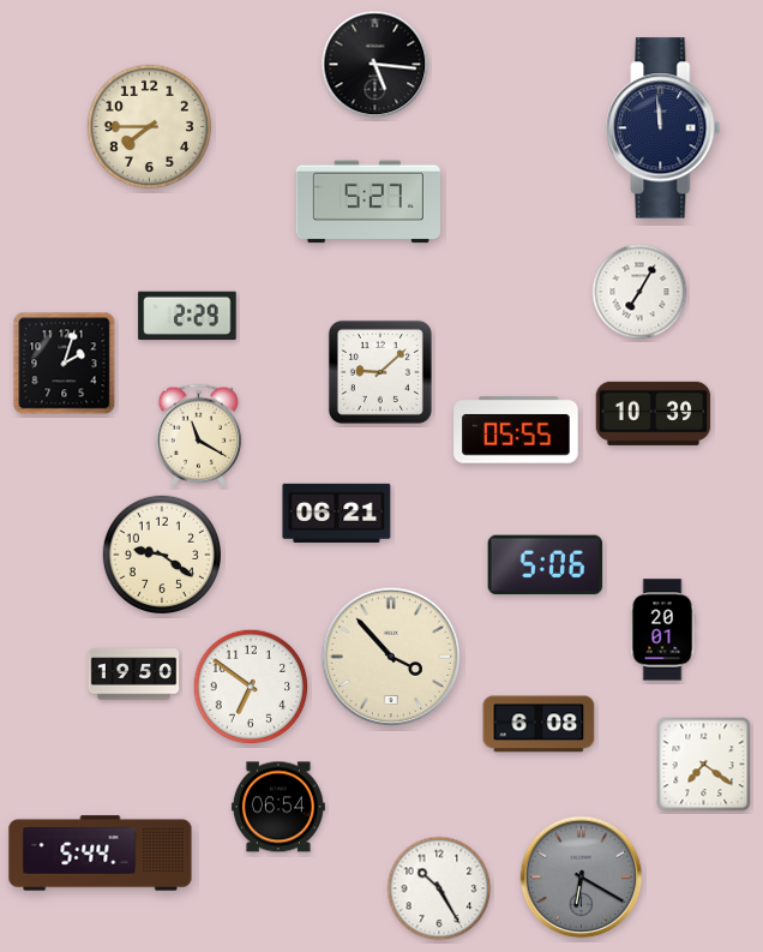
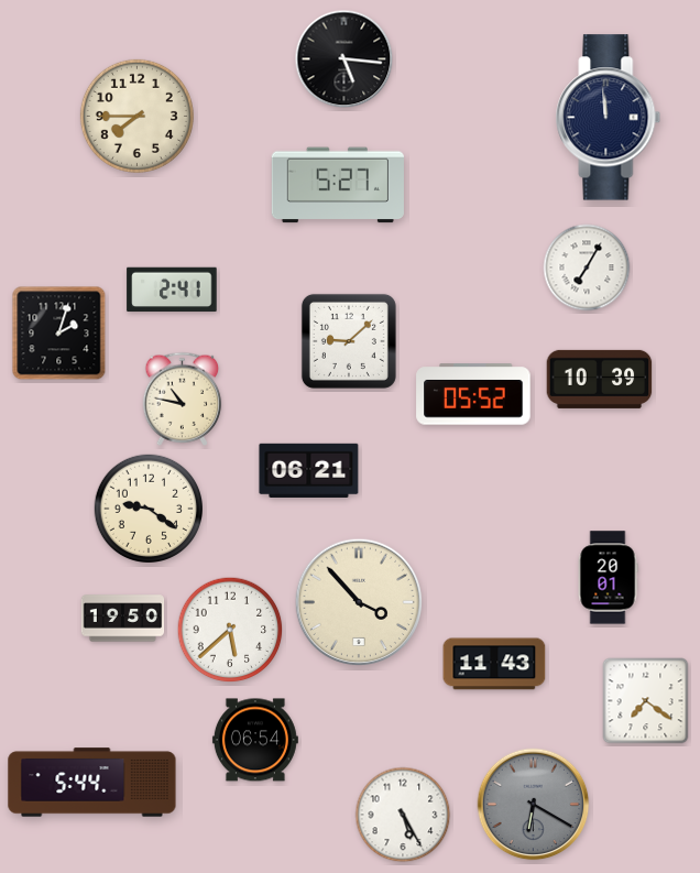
clock at (187, 316): 2:29 -> 2:41
clock at (516, 430): 05:55 -> 05:52
clock at (199, 435): 11:20 -> 10:47
clock at (546, 565): 5:06 -> none
clock at (251, 687): 6:51 -> 5:38
clock at (539, 724): 6:08 -> 11:43
clock at (439, 888): 10:25 -> 5:25
